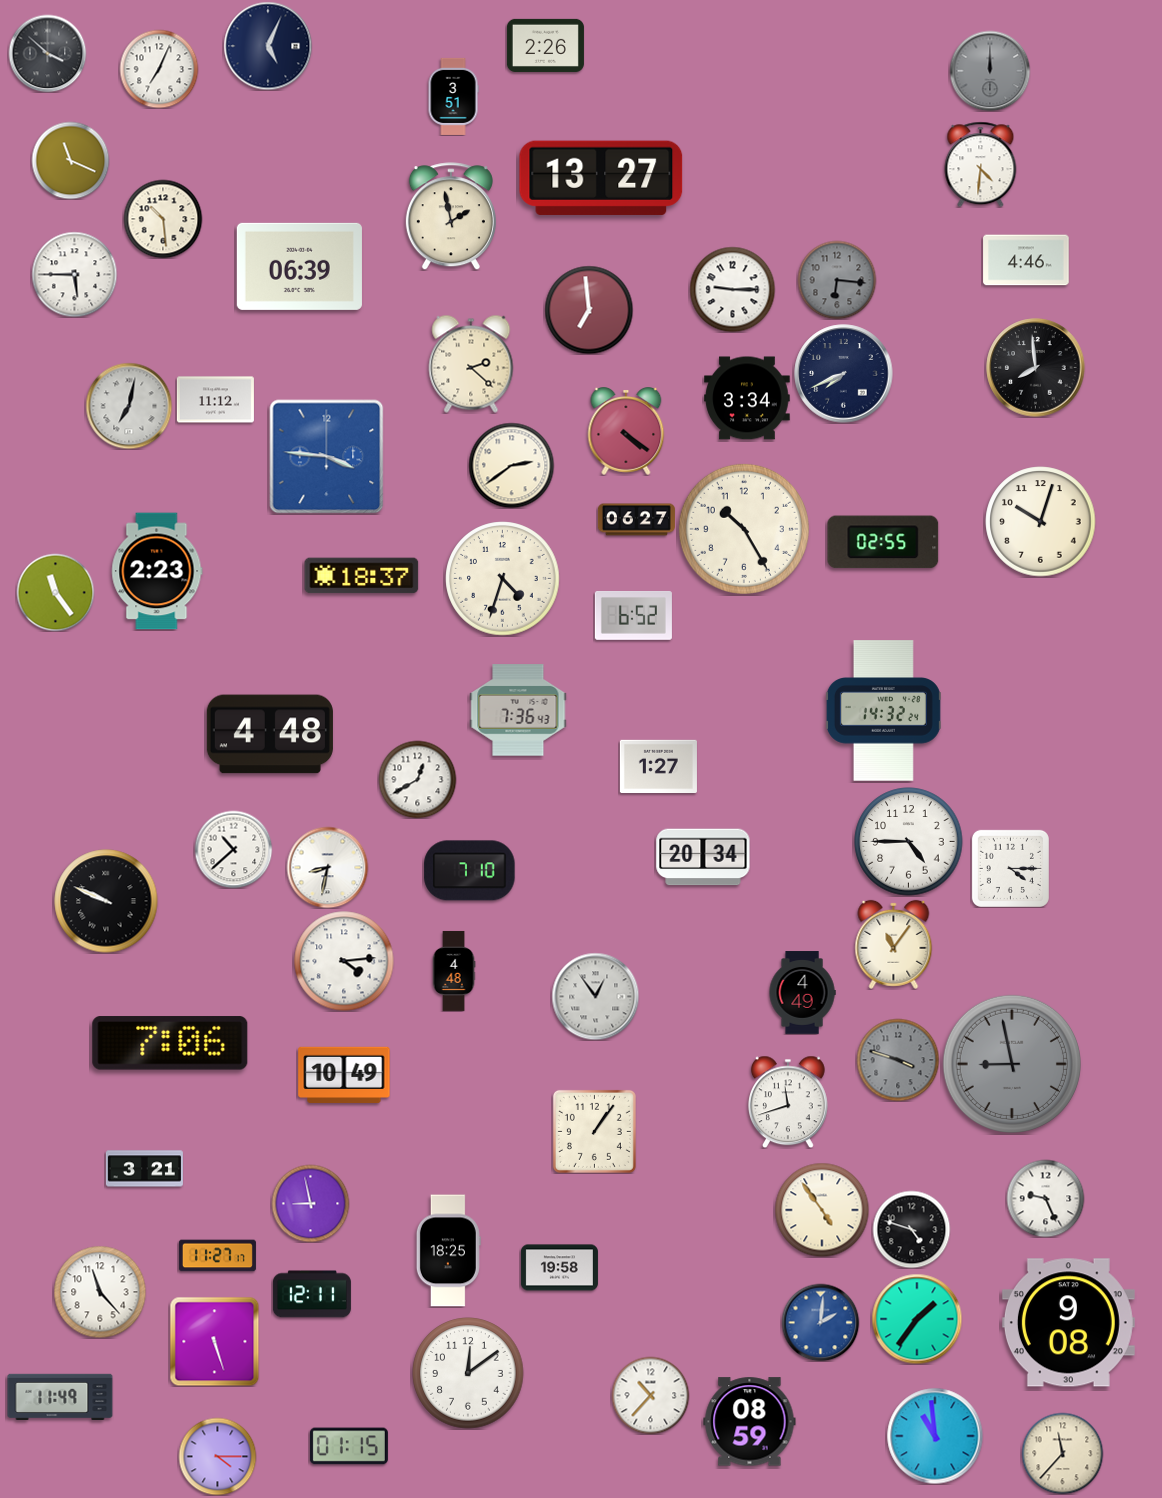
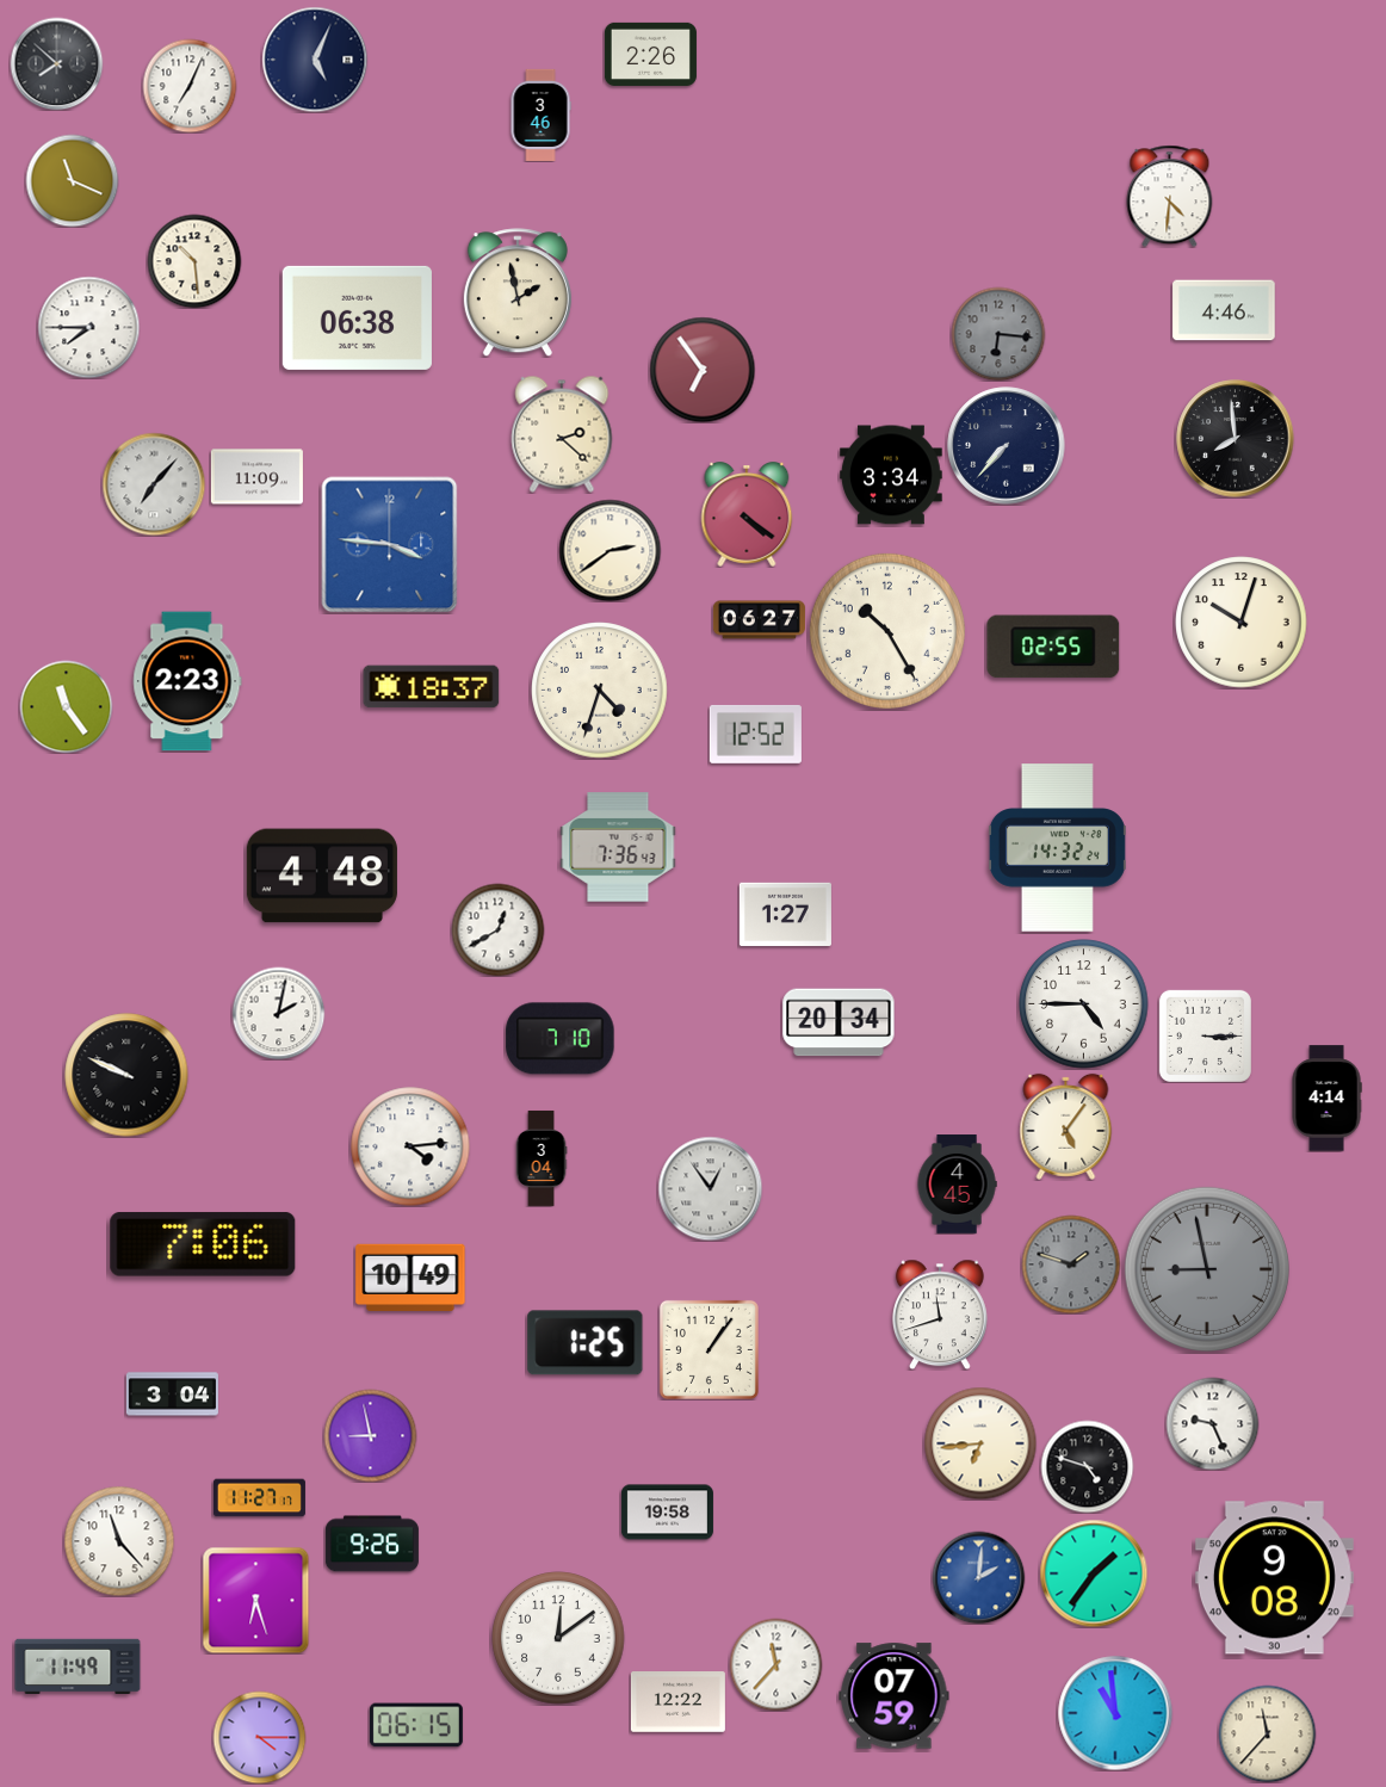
clock at (268, 46) position: (268, 46) -> (315, 60)
clock at (47, 53): 3:52 -> 7:52
clock at (159, 69) position: (159, 69) -> (190, 86)
clock at (990, 71): 12:00 -> none
clock at (453, 96): 3:51 -> 3:46
clock at (70, 160) position: (70, 160) -> (72, 180)
clock at (601, 178): 13:27 -> none
clock at (451, 216) position: (451, 216) -> (518, 292)
clock at (299, 266): 06:39 -> 06:38
clock at (74, 274): 5:45 -> 7:45
clock at (732, 289): 9:15 -> none
clock at (589, 310): 6:59 -> 6:54
clock at (844, 374): 7:41 -> 7:37
clock at (215, 400): 11:12 -> 11:09
clock at (129, 406): 7:02 -> 7:07
clock at (511, 465) position: (511, 465) -> (610, 550)
clock at (633, 616): 6:52 -> 12:52
clock at (883, 711) position: (883, 711) -> (1057, 848)
clock at (233, 849): 10:38 -> 2:02
clock at (327, 867): 8:32 -> none
clock at (1010, 868): 4:15 -> 3:15
clock at (1326, 1099): none -> 4:14
clock at (894, 944): 11:06 -> 5:06
clock at (454, 971): 4:48 -> 3:04
clock at (802, 993): 4:49 -> 4:45
clock at (898, 1060): 3:48 -> 1:48
clock at (344, 1075) position: (344, 1075) -> (410, 1278)
clock at (586, 1343): none -> 1:25
clock at (144, 1169): 3:21 -> 3:04
clock at (1045, 1198) position: (1045, 1198) -> (1212, 1423)
clock at (822, 1210): 4:54 -> 6:44
clock at (448, 1251): 18:25 -> none
clock at (312, 1294): 12:11 -> 9:26
clock at (214, 1341): 5:27 -> 6:27
clock at (650, 1395): 10:37 -> 11:37
clock at (60, 1396) position: (60, 1396) -> (78, 1665)
clock at (750, 1422): 08:59 -> 07:59
clock at (677, 1702): none -> 12:22
clock at (349, 1446): 01:15 -> 06:15
